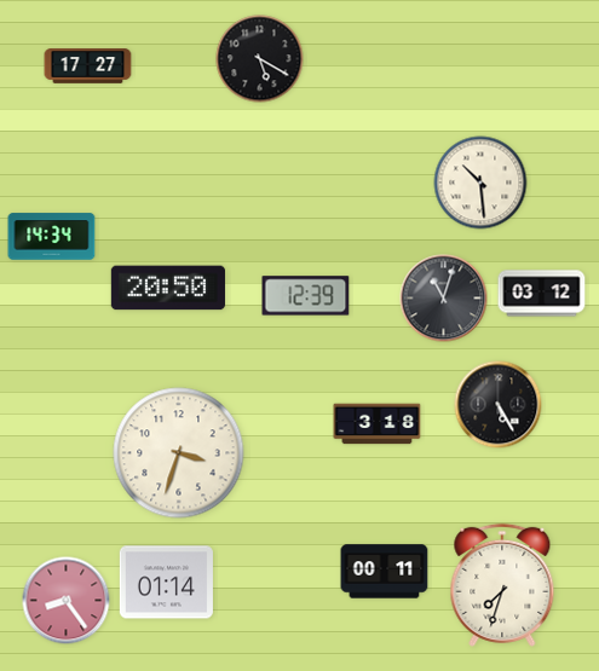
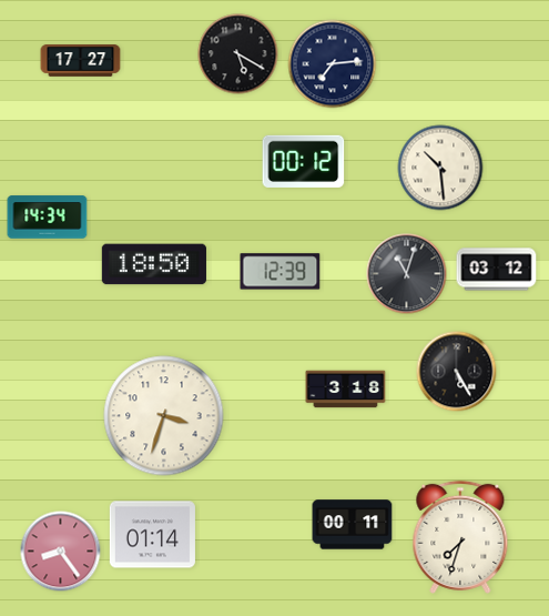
clock at (333, 64): none -> 7:14
clock at (304, 161): none -> 00:12
clock at (168, 288): 20:50 -> 18:50
